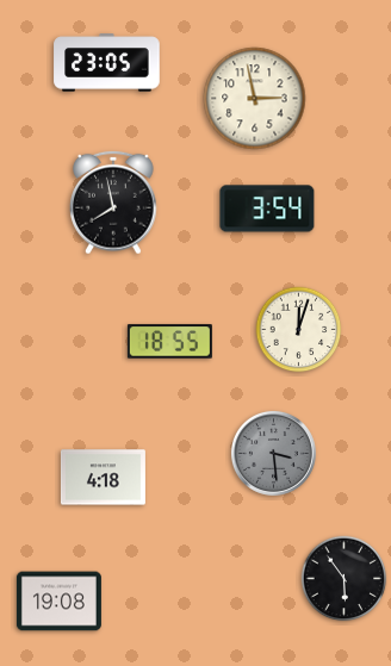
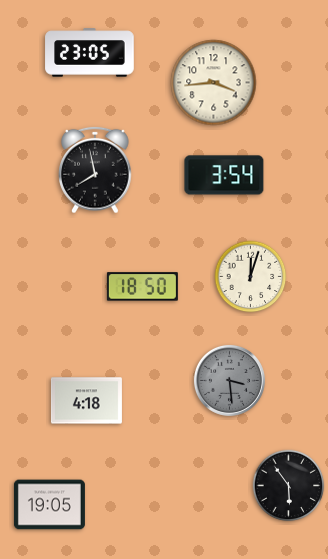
clock at (255, 99): 2:58 -> 3:44
clock at (169, 342): 18:55 -> 18:50
clock at (58, 602): 19:08 -> 19:05
